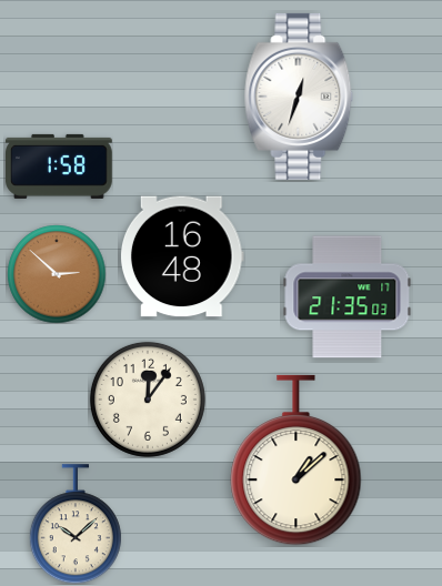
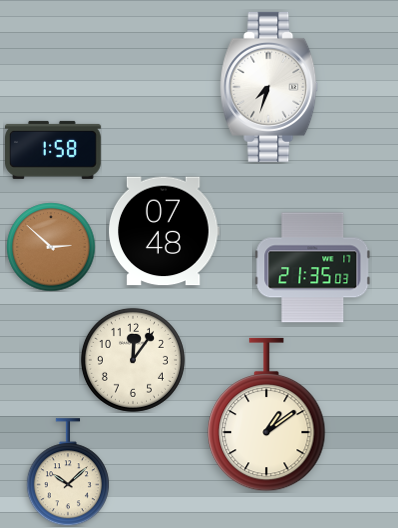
clock at (299, 97): 12:33 -> 7:33
clock at (182, 256): 16:48 -> 07:48
clock at (297, 461): 1:08 -> 1:09
